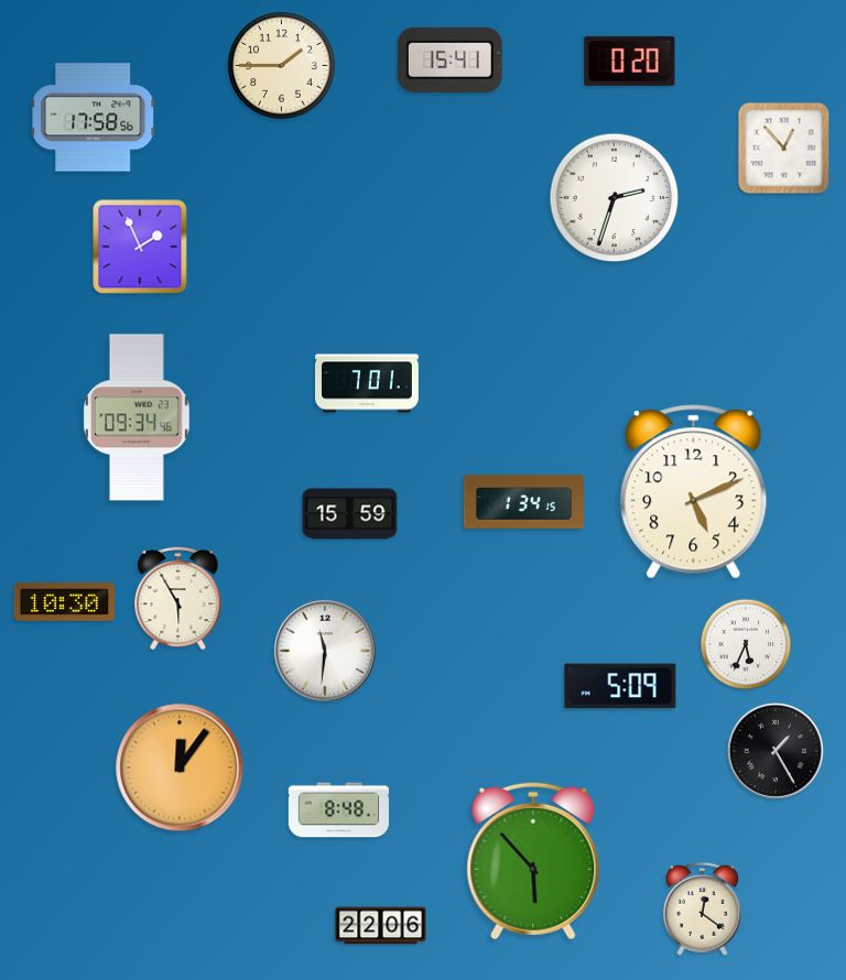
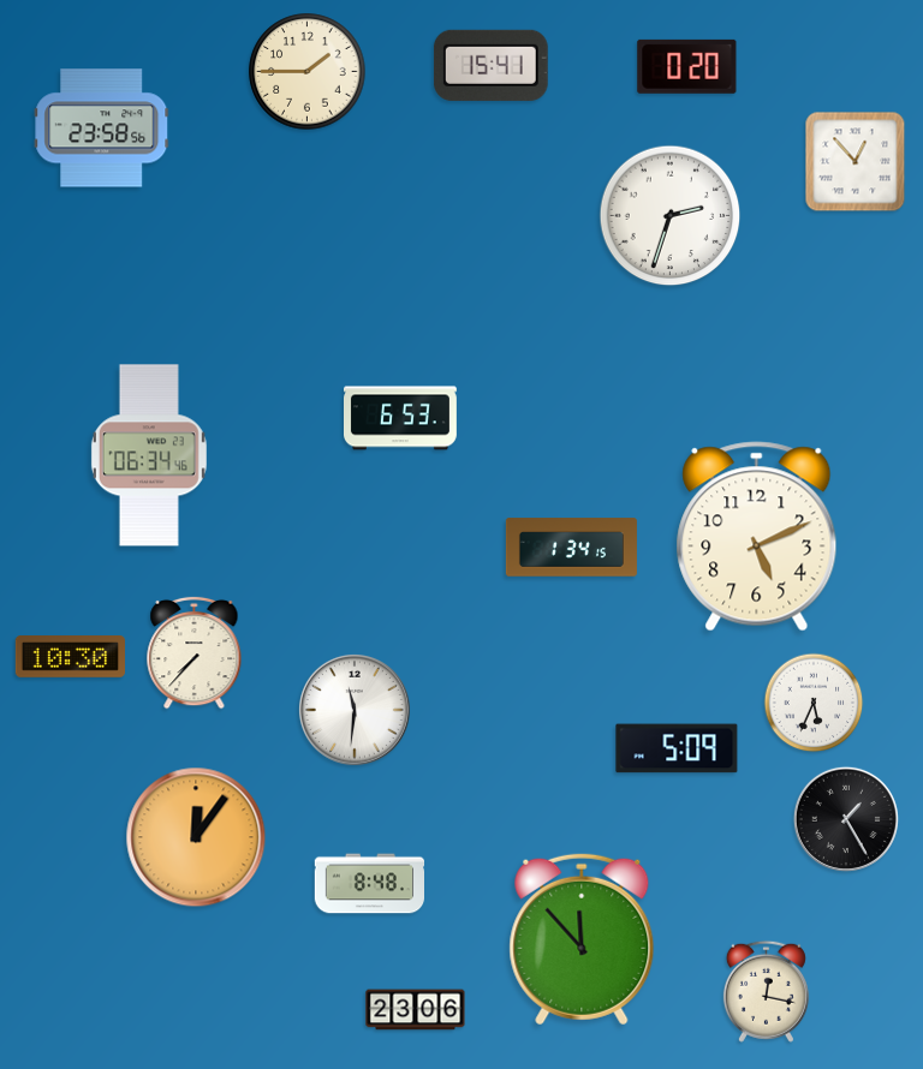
clock at (94, 118): 17:58 -> 23:58
clock at (140, 247): 1:56 -> none
clock at (368, 383): 7:01 -> 6:53
clock at (137, 417): 09:34 -> 06:34
clock at (350, 514): 15:59 -> none
clock at (178, 598): 5:55 -> 7:37
clock at (533, 861): 5:53 -> 11:53
clock at (702, 908): 12:21 -> 12:17
clock at (381, 926): 22:06 -> 23:06
